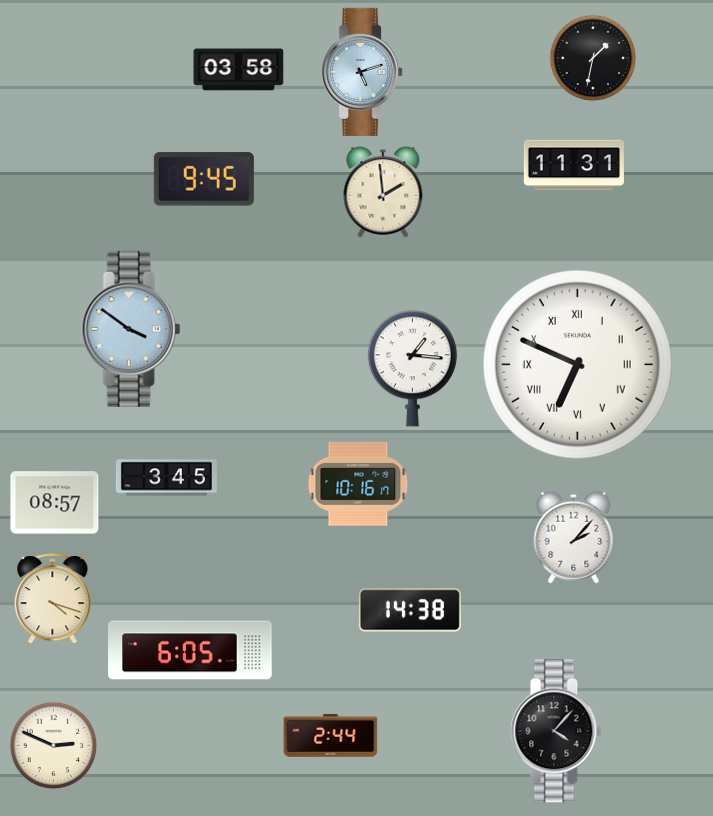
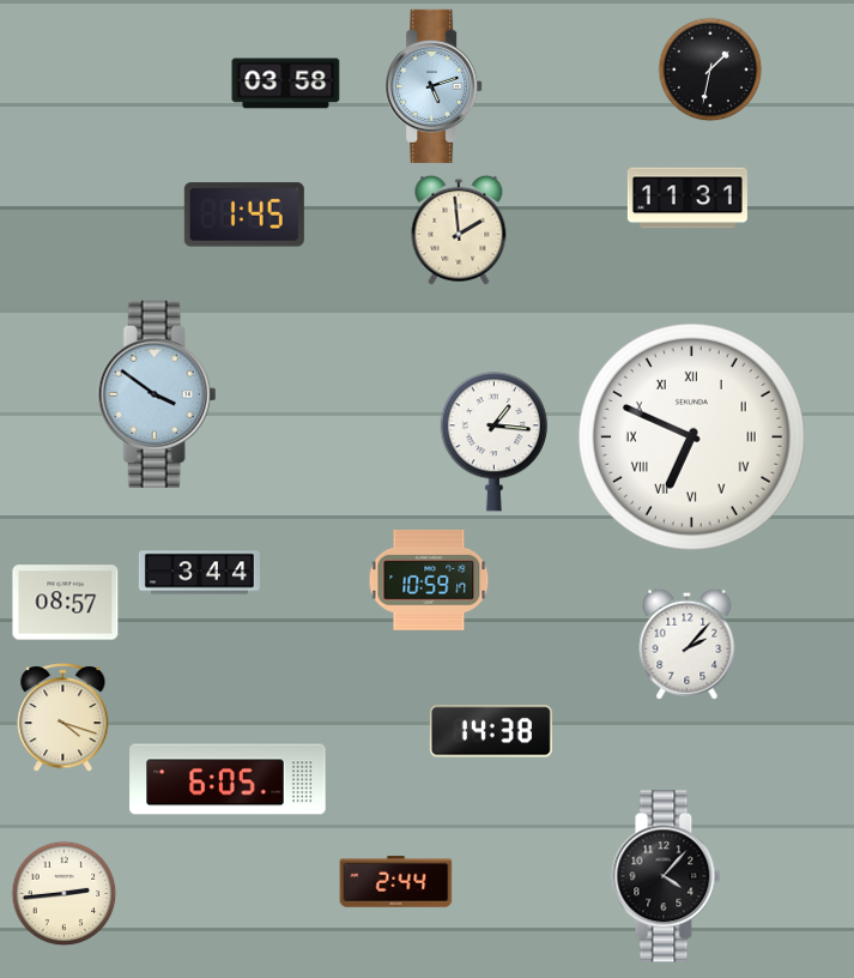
clock at (204, 179): 9:45 -> 1:45
clock at (166, 478): 3:45 -> 3:44
clock at (358, 484): 10:16 -> 10:59
clock at (54, 746): 2:49 -> 2:44
